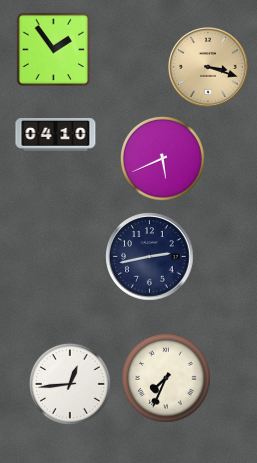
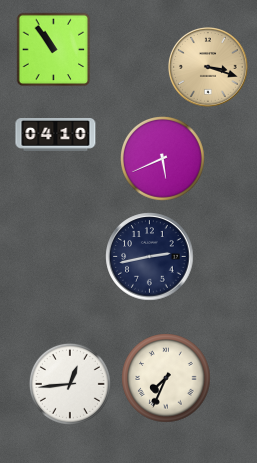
clock at (54, 50): 1:54 -> 10:54
